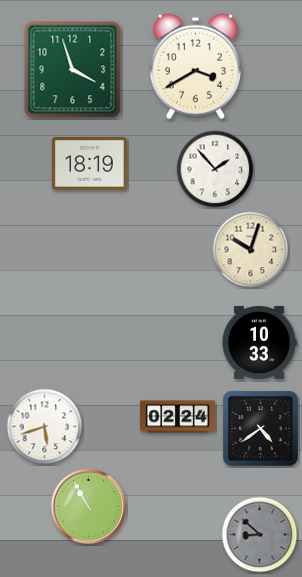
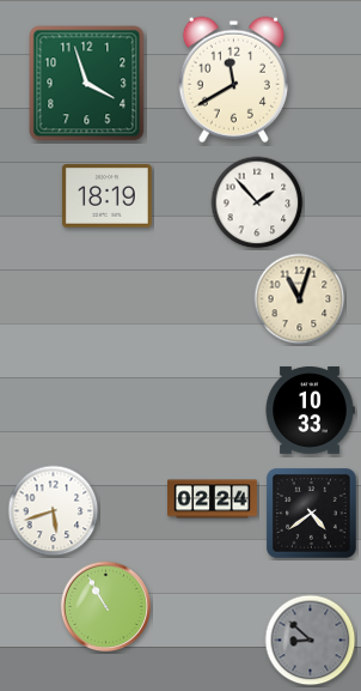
clock at (195, 66): 3:40 -> 11:40
clock at (251, 250): 10:03 -> 11:03
